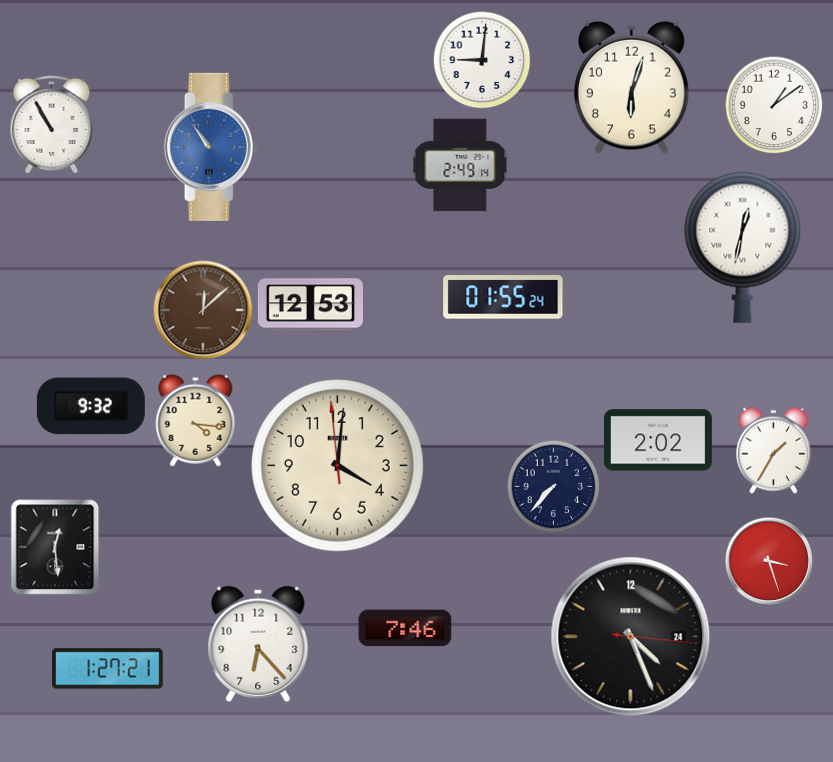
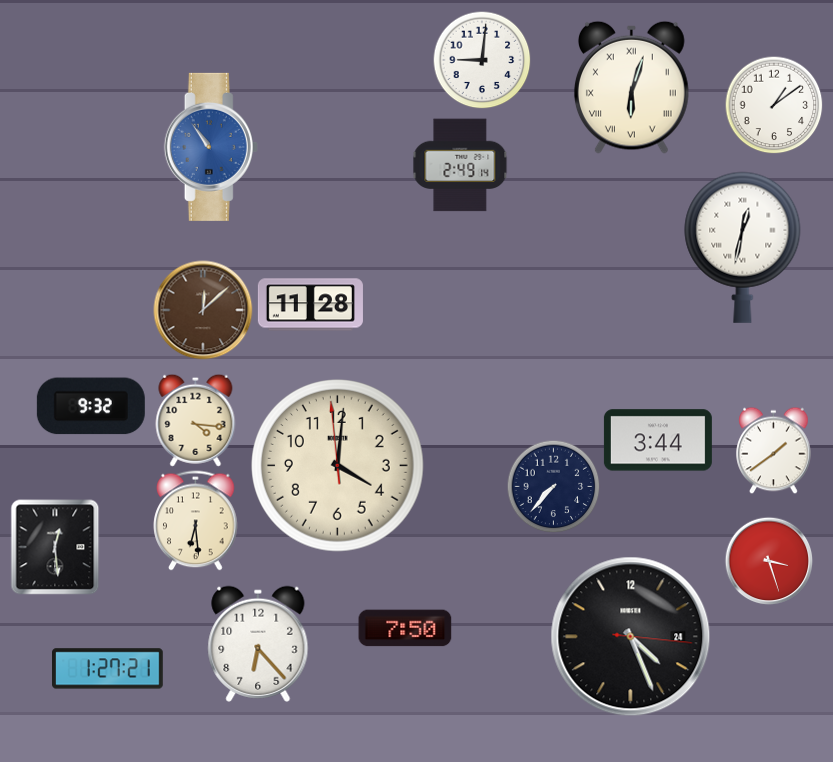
clock at (631, 87) numerals: Arabic -> Roman
clock at (52, 124): 10:55 -> none
clock at (503, 297): 01:55 -> none
clock at (310, 305): 12:53 -> 11:28
clock at (658, 440): 2:02 -> 3:44
clock at (774, 450): 1:35 -> 1:39
clock at (196, 521): none -> 6:29
clock at (405, 628): 7:46 -> 7:50
